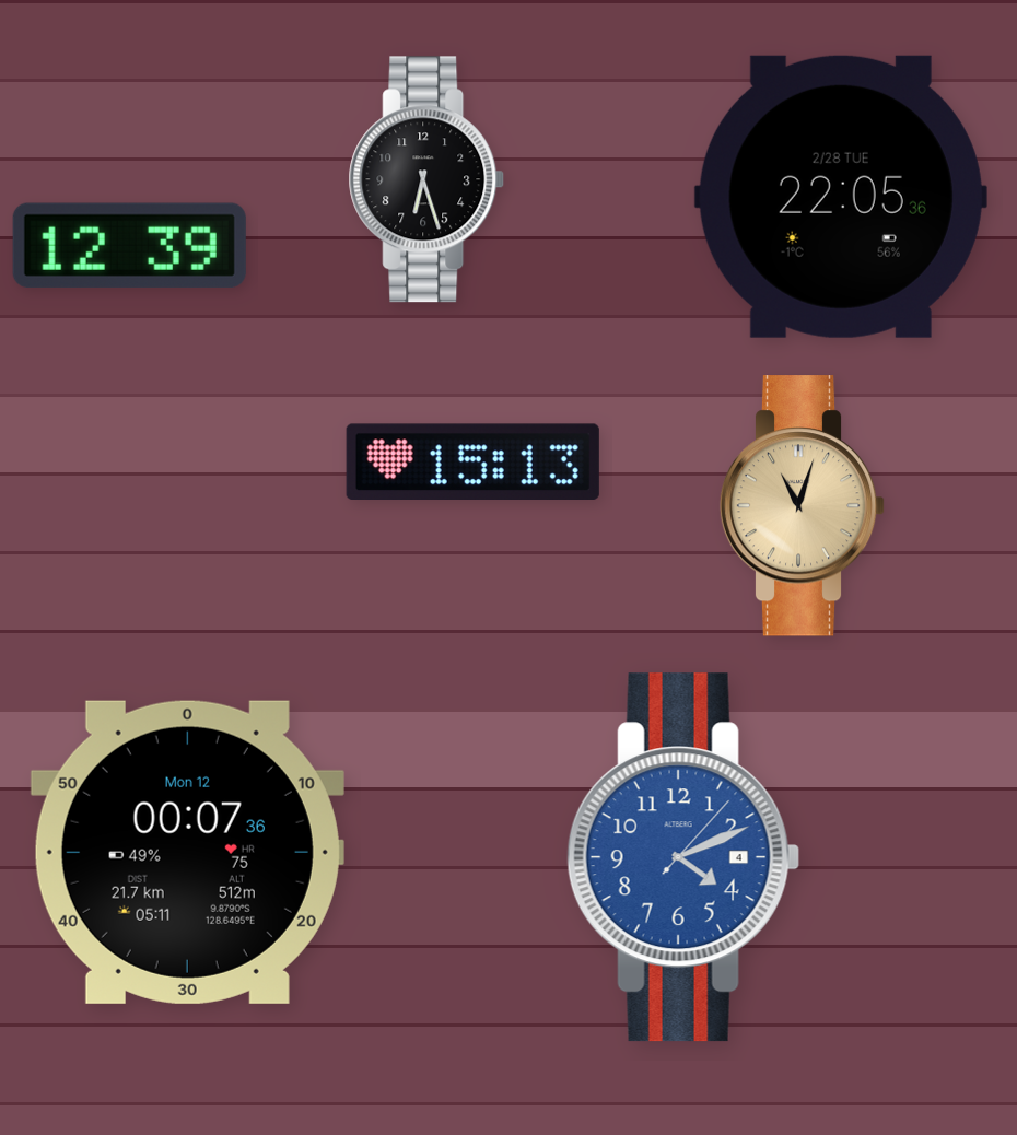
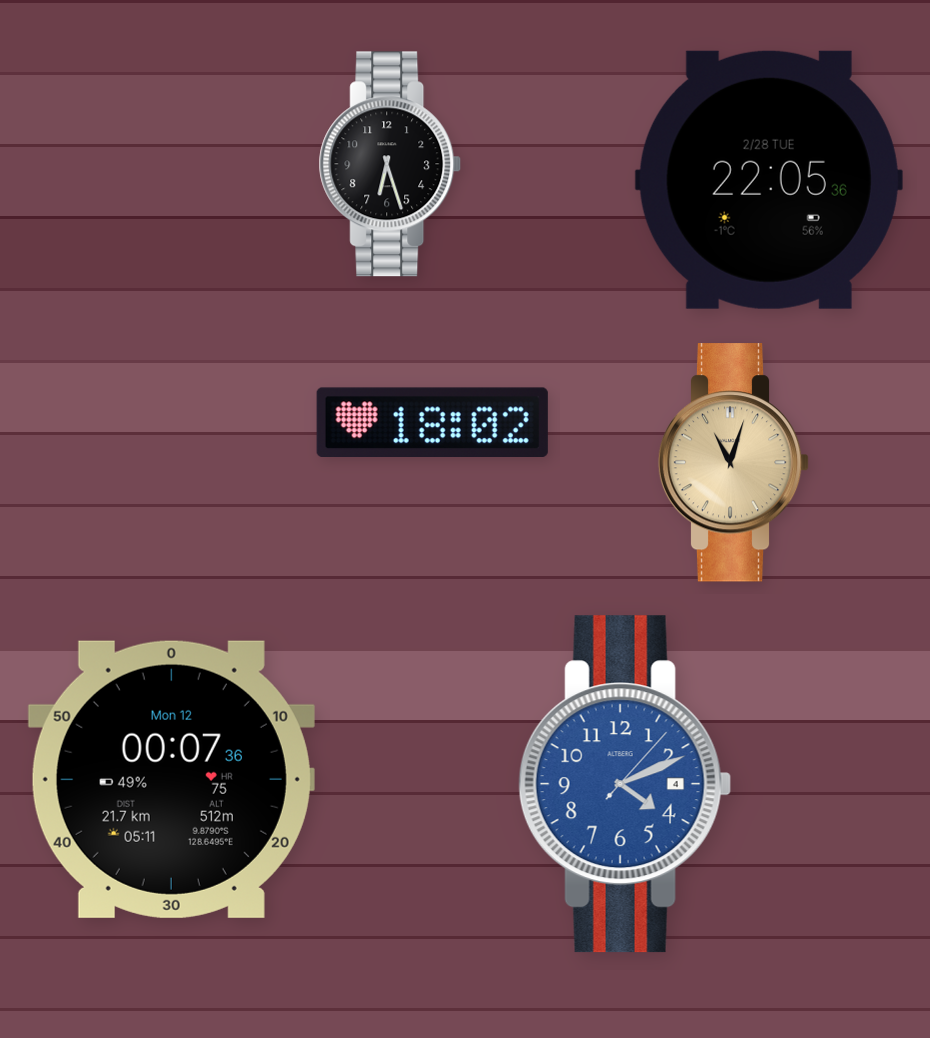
clock at (129, 245): 12:39 -> none
clock at (472, 461): 15:13 -> 18:02
